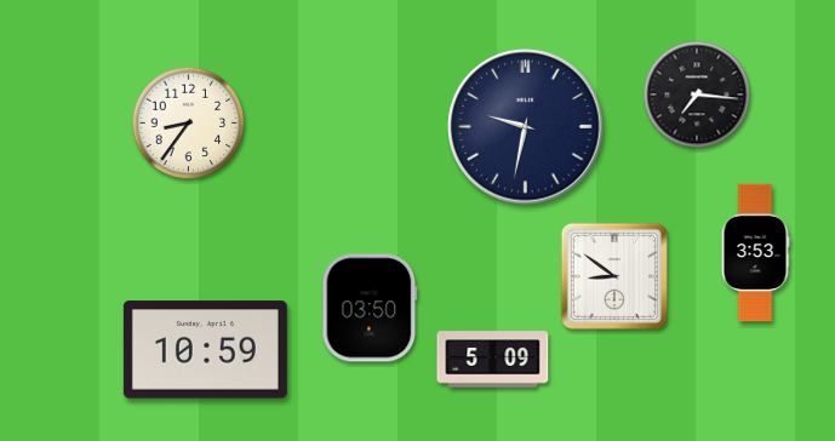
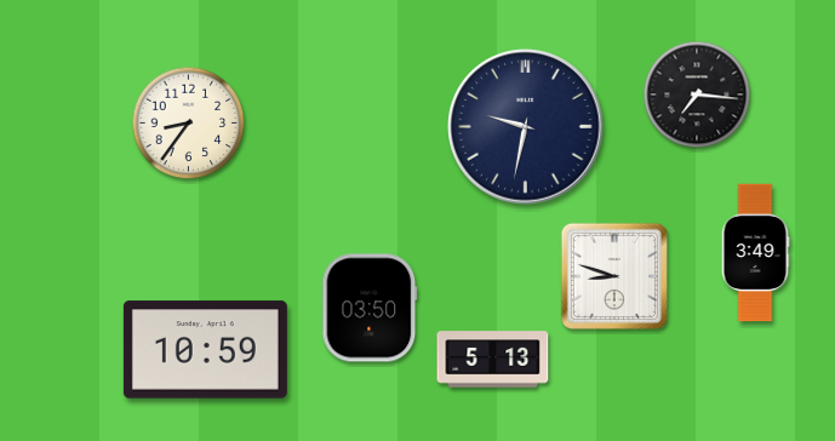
clock at (755, 253): 3:53 -> 3:49
clock at (614, 276): 8:51 -> 8:48
clock at (493, 360): 5:09 -> 5:13
